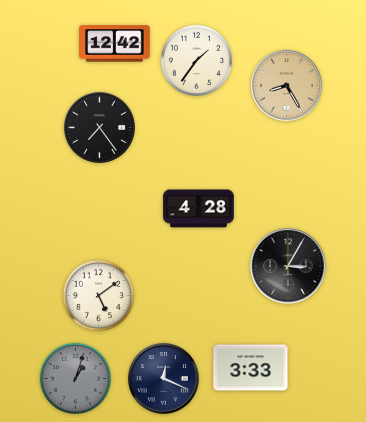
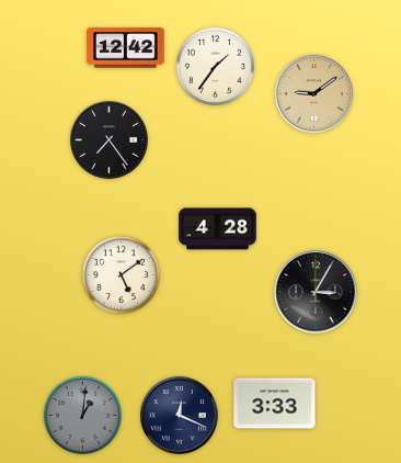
clock at (287, 86): 8:25 -> 9:09
clock at (98, 295) position: (98, 295) -> (121, 274)
clock at (75, 378): 1:03 -> 1:01
